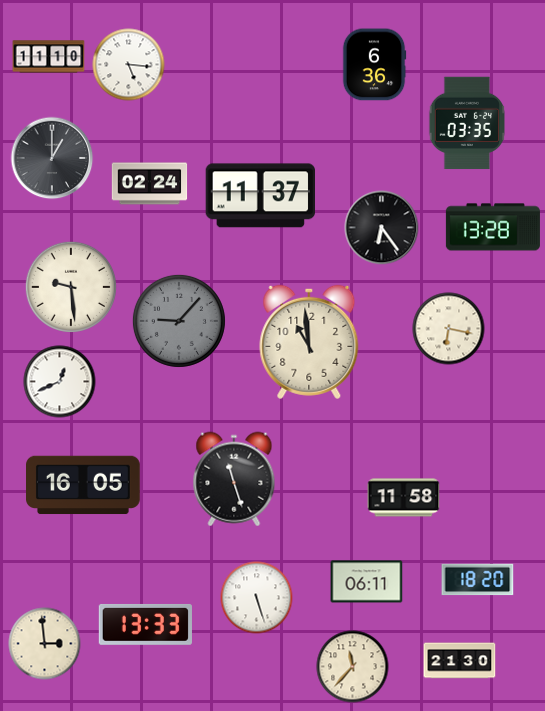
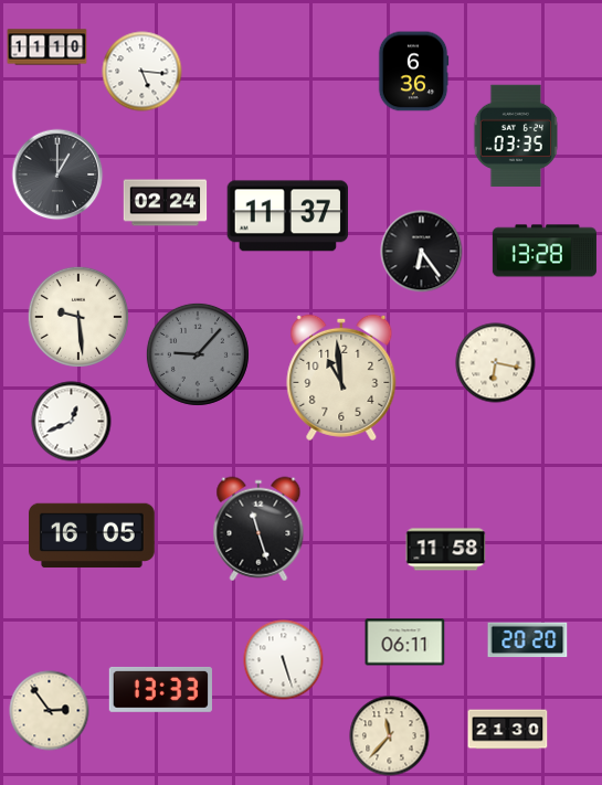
clock at (49, 57) position: (49, 57) -> (47, 47)
clock at (60, 382) position: (60, 382) -> (72, 422)
clock at (478, 580): 18:20 -> 20:20
clock at (45, 644): 2:59 -> 2:54
